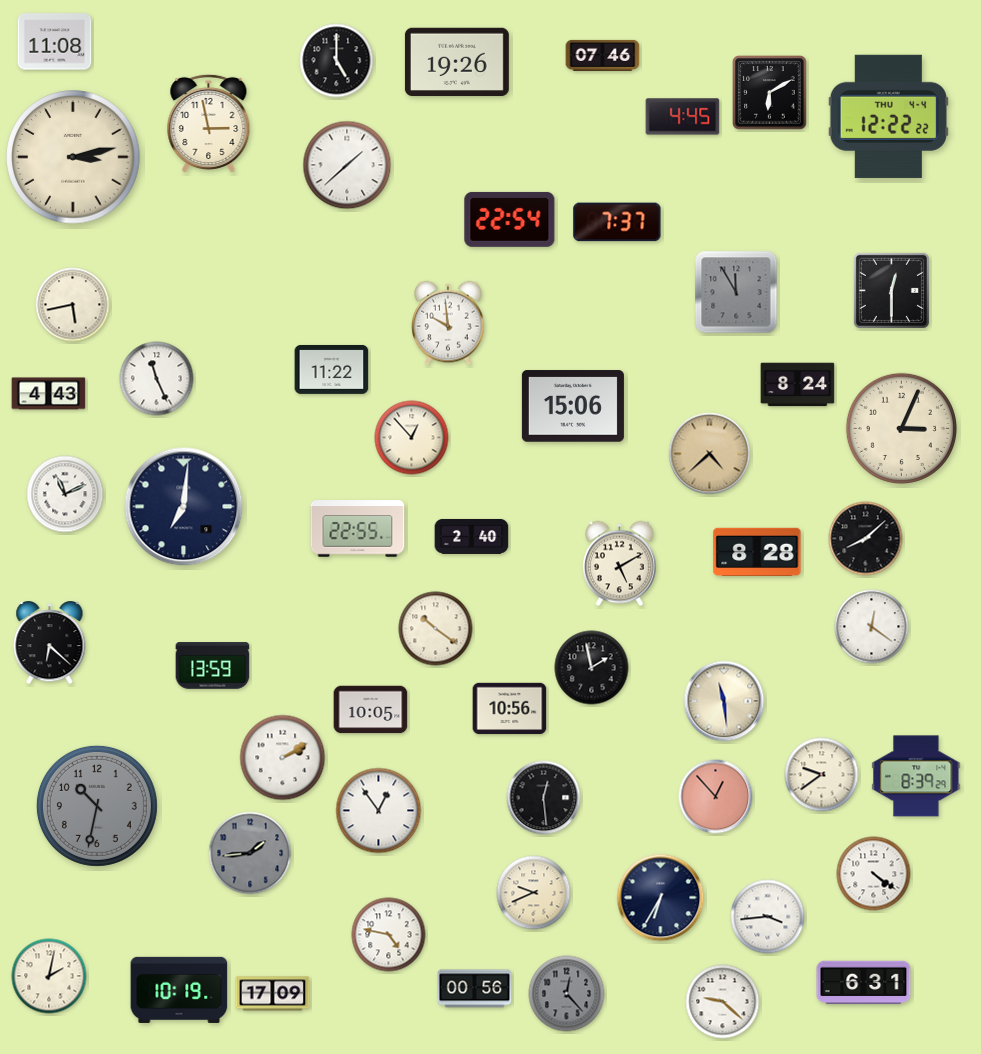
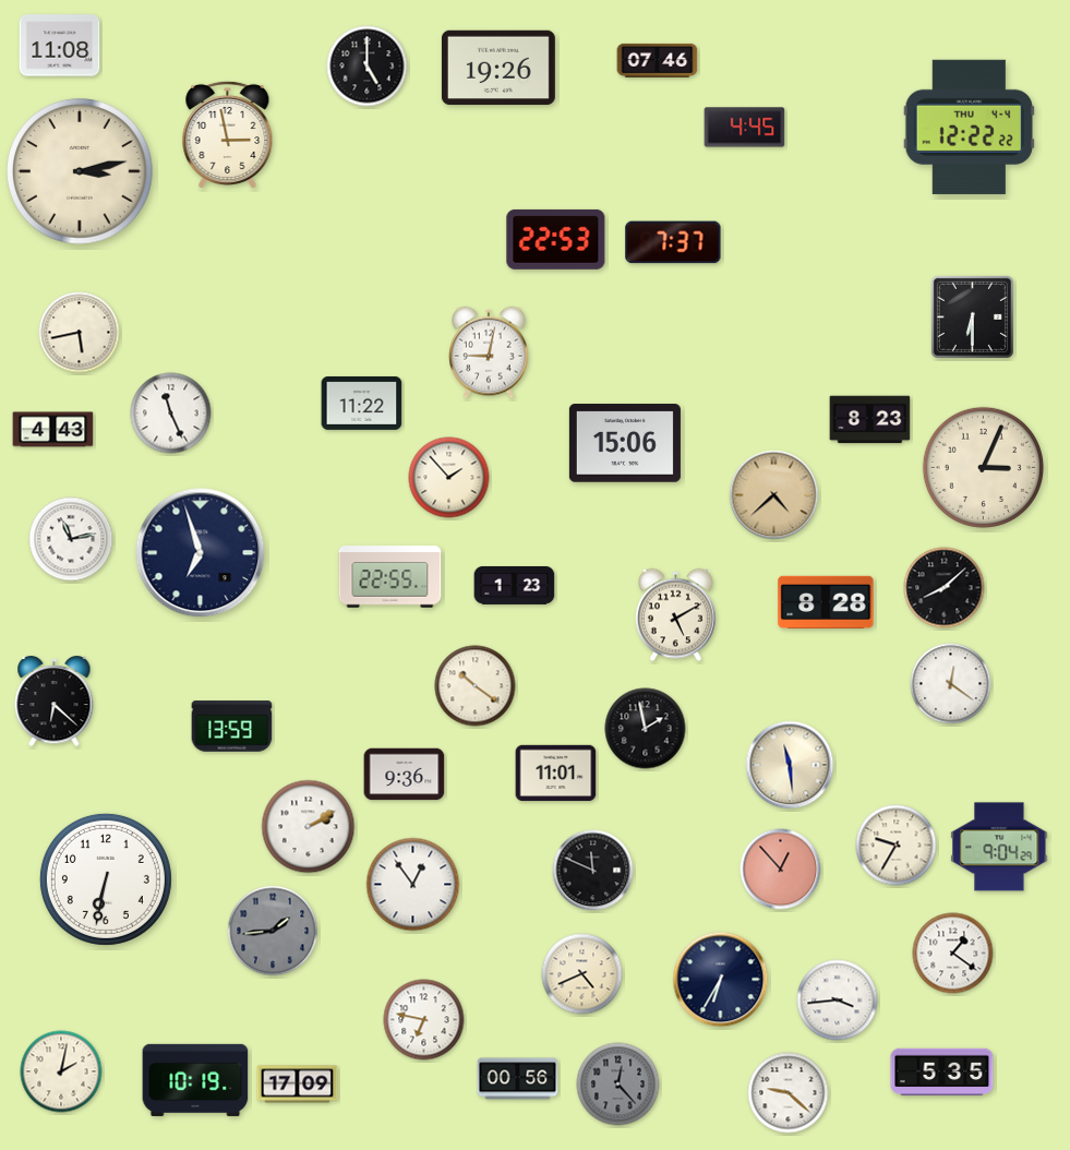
clock at (770, 93): 6:10 -> none
clock at (347, 165): 1:38 -> none
clock at (510, 219): 22:54 -> 22:53
clock at (891, 290): 12:30 -> 6:30
clock at (736, 292): 11:55 -> none
clock at (448, 323): 9:59 -> 9:02
clock at (798, 385): 8:24 -> 8:23
clock at (412, 438): 12:53 -> 1:53
clock at (65, 494): 11:11 -> 11:13
clock at (184, 507): 7:01 -> 6:57
clock at (472, 536): 2:40 -> 1:23
clock at (510, 709): 10:56 -> 11:01
clock at (371, 710): 10:05 -> 9:36
clock at (822, 775): 9:39 -> 9:35
clock at (916, 776): 8:39 -> 9:04
clock at (544, 798): 12:29 -> 11:49
clock at (97, 806): 10:32 -> 6:32
clock at (97, 806) dial: grey -> white
clock at (874, 874): 4:21 -> 1:21
clock at (534, 893): 9:41 -> 4:41
clock at (389, 935): 4:47 -> 6:47
clock at (49, 976) position: (49, 976) -> (61, 1071)
clock at (864, 983): 6:31 -> 5:35
